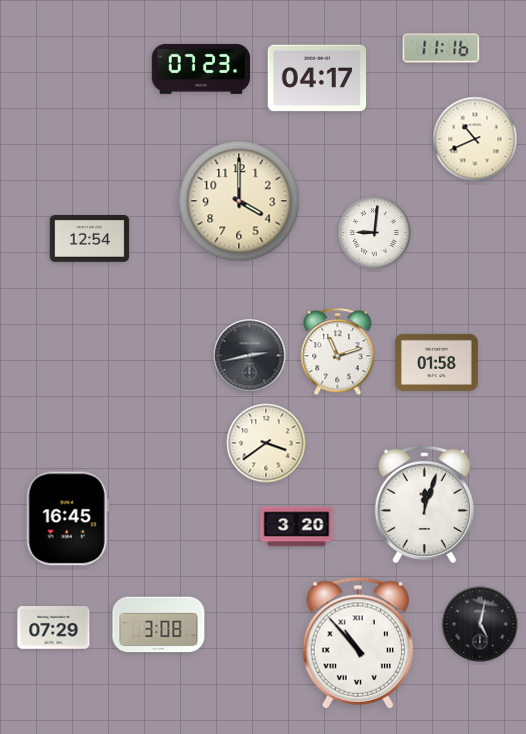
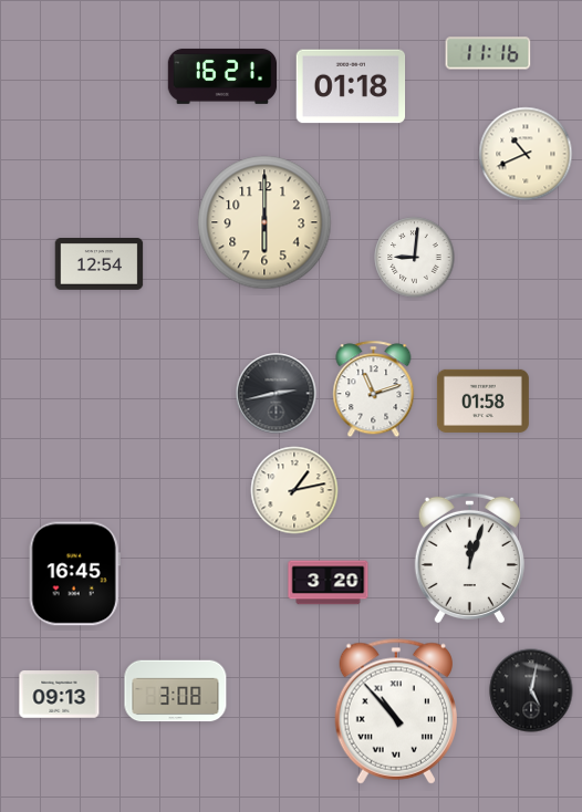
clock at (201, 69): 07:23 -> 16:21
clock at (317, 78): 04:17 -> 01:18
clock at (239, 201): 4:00 -> 6:00
clock at (266, 443): 3:39 -> 1:13
clock at (54, 628): 07:29 -> 09:13
